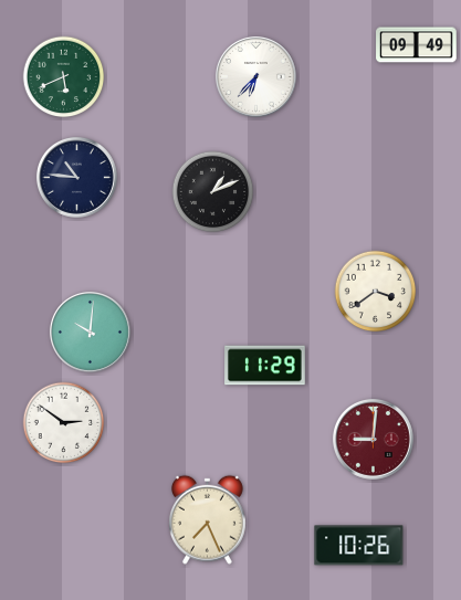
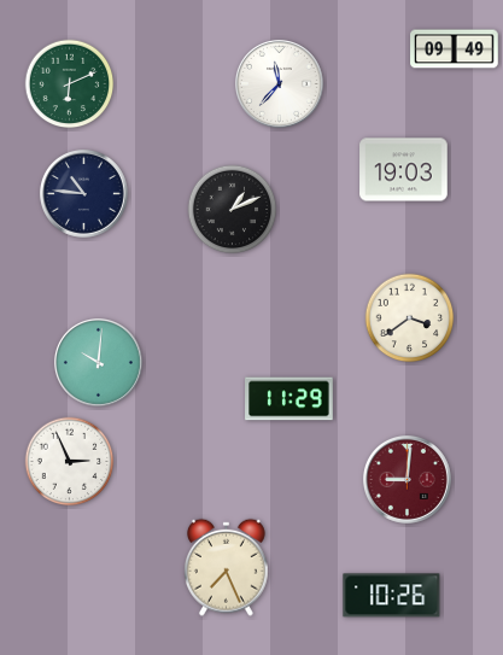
clock at (255, 76): 6:37 -> 11:37
clock at (64, 77): 5:41 -> 6:11
clock at (404, 170): none -> 19:03
clock at (64, 423): 2:51 -> 2:56
